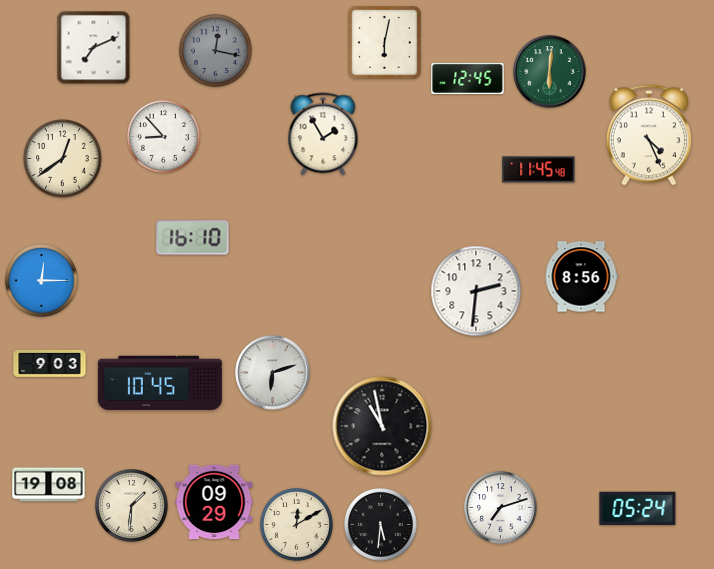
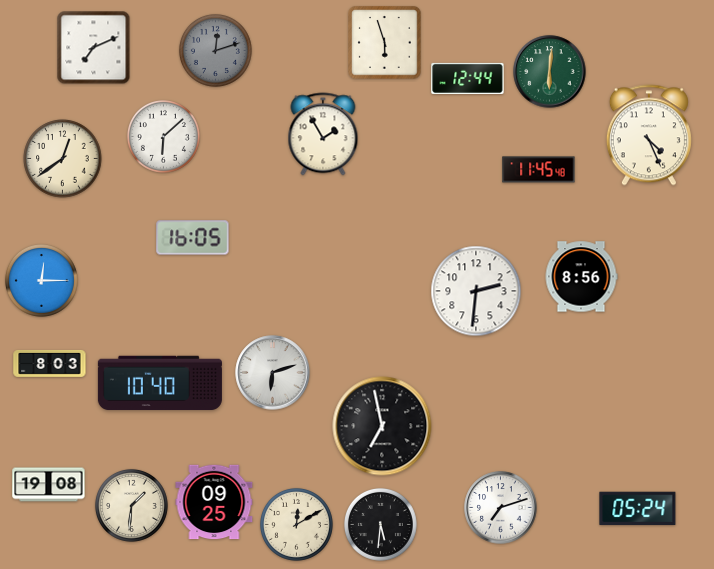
clock at (385, 43): 6:02 -> 5:57
clock at (215, 50): 12:17 -> 12:12
clock at (468, 78): 12:45 -> 12:44
clock at (163, 136): 8:53 -> 6:08
clock at (193, 238): 16:10 -> 16:05
clock at (50, 363): 9:03 -> 8:03
clock at (160, 383): 10:45 -> 10:40
clock at (382, 426): 10:58 -> 6:58
clock at (214, 502): 09:29 -> 09:25
